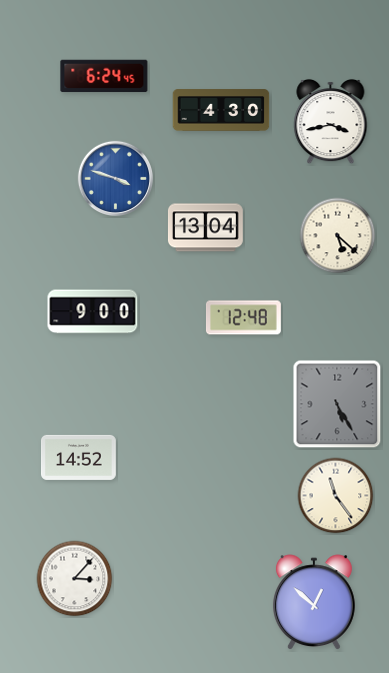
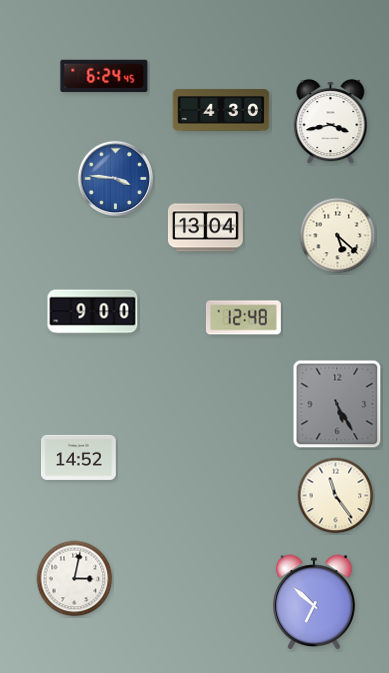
clock at (115, 178): 3:48 -> 3:46
clock at (75, 579): 3:07 -> 3:02
clock at (314, 603): 12:52 -> 6:52
